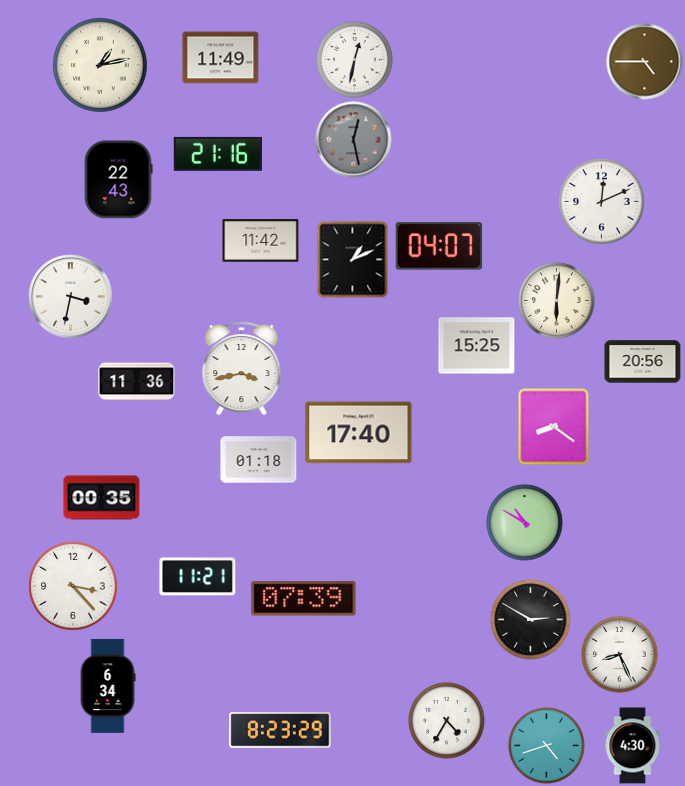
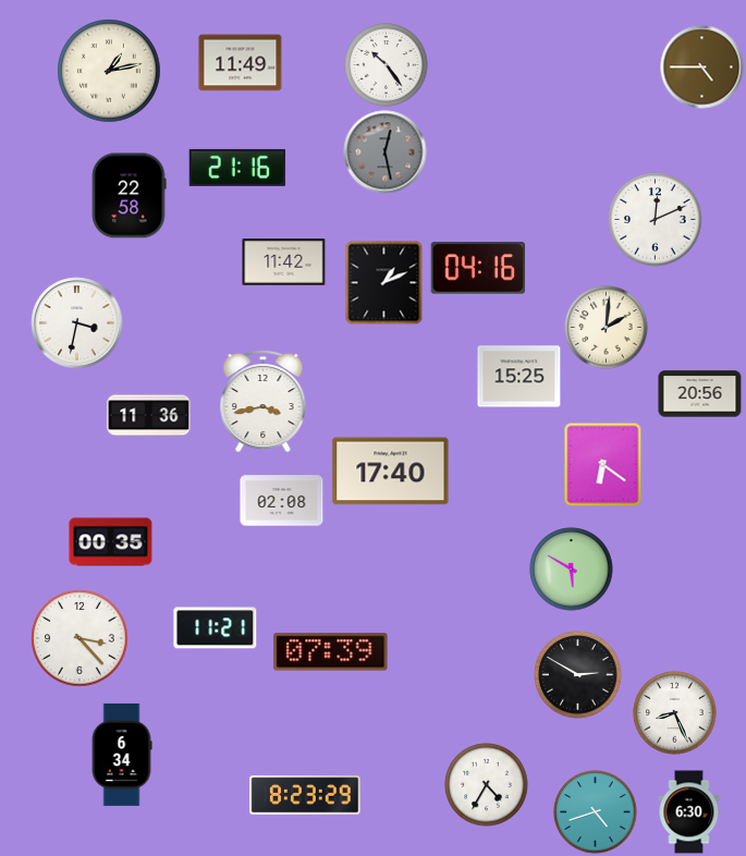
clock at (355, 60): 12:32 -> 10:24
clock at (118, 180): 22:43 -> 22:58
clock at (439, 246): 04:07 -> 04:16
clock at (557, 301): 6:01 -> 2:01
clock at (554, 426): 8:21 -> 6:21
clock at (259, 460): 01:18 -> 02:08
clock at (525, 523): 10:50 -> 5:50
clock at (108, 686) position: (108, 686) -> (122, 755)
clock at (633, 746): 4:30 -> 6:30
